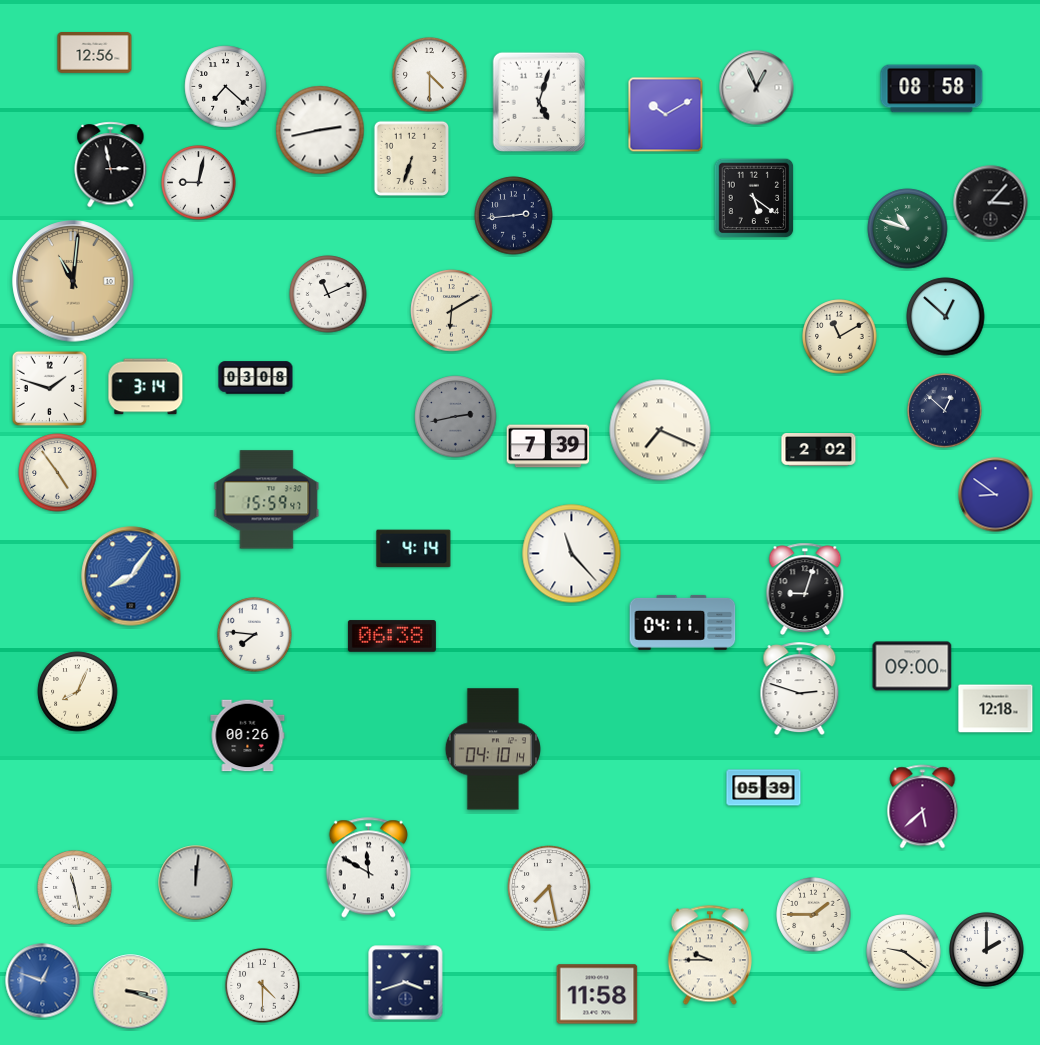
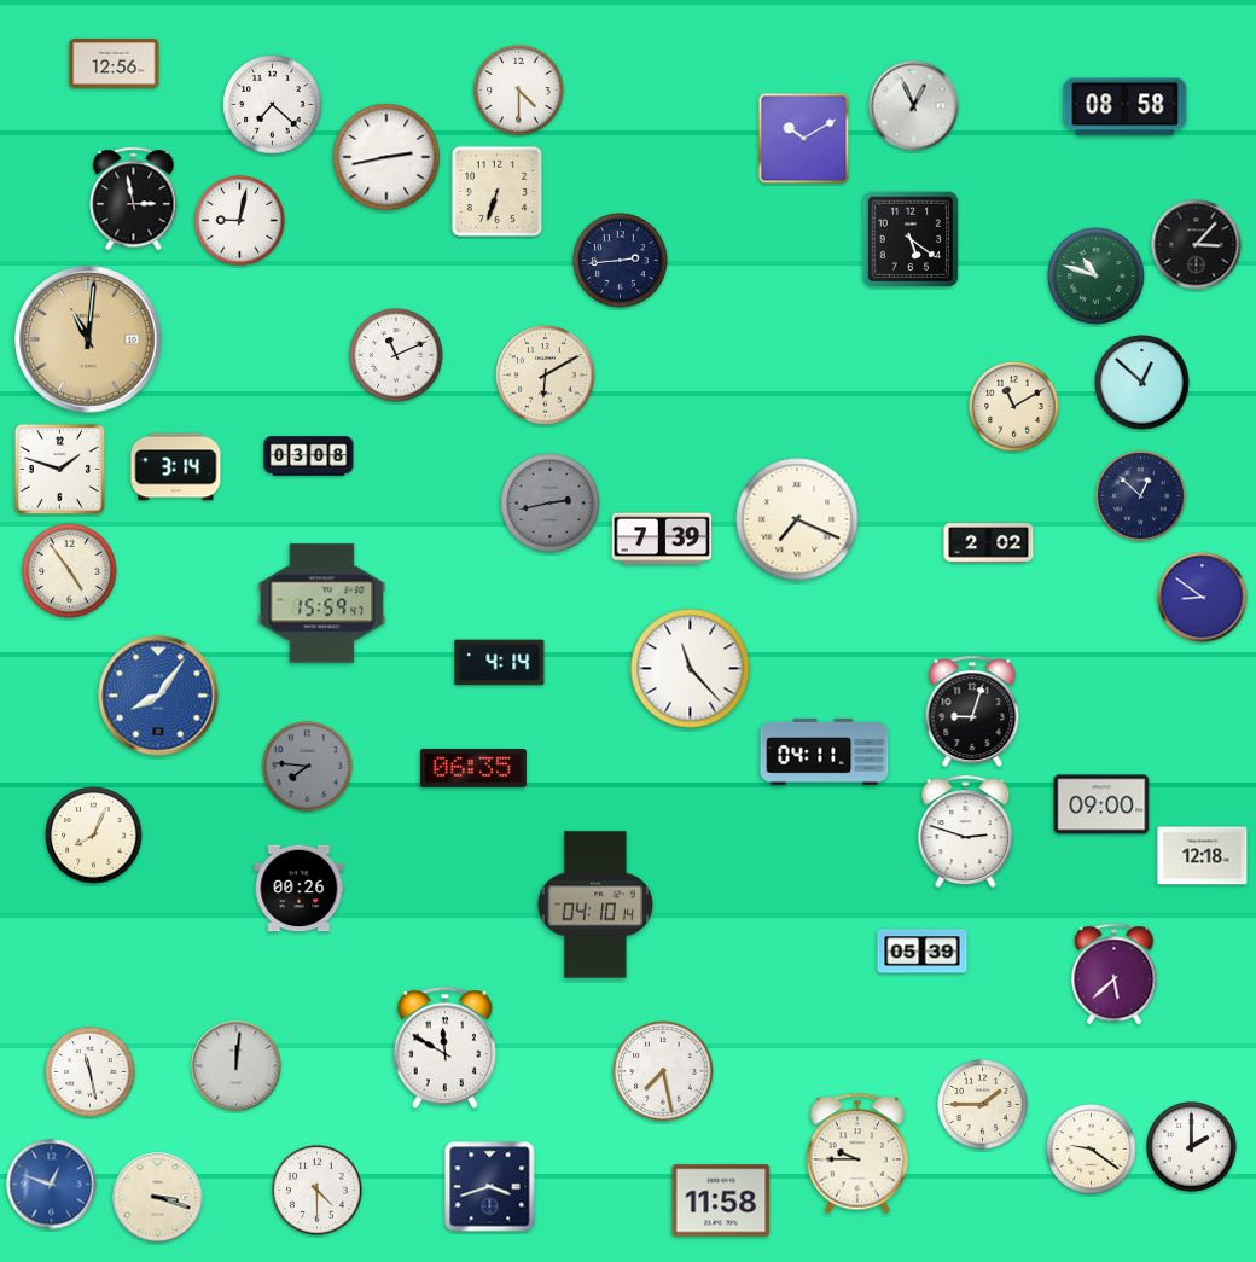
clock at (538, 101): 5:03 -> none
clock at (255, 635) dial: white -> grey
clock at (392, 636): 06:38 -> 06:35
